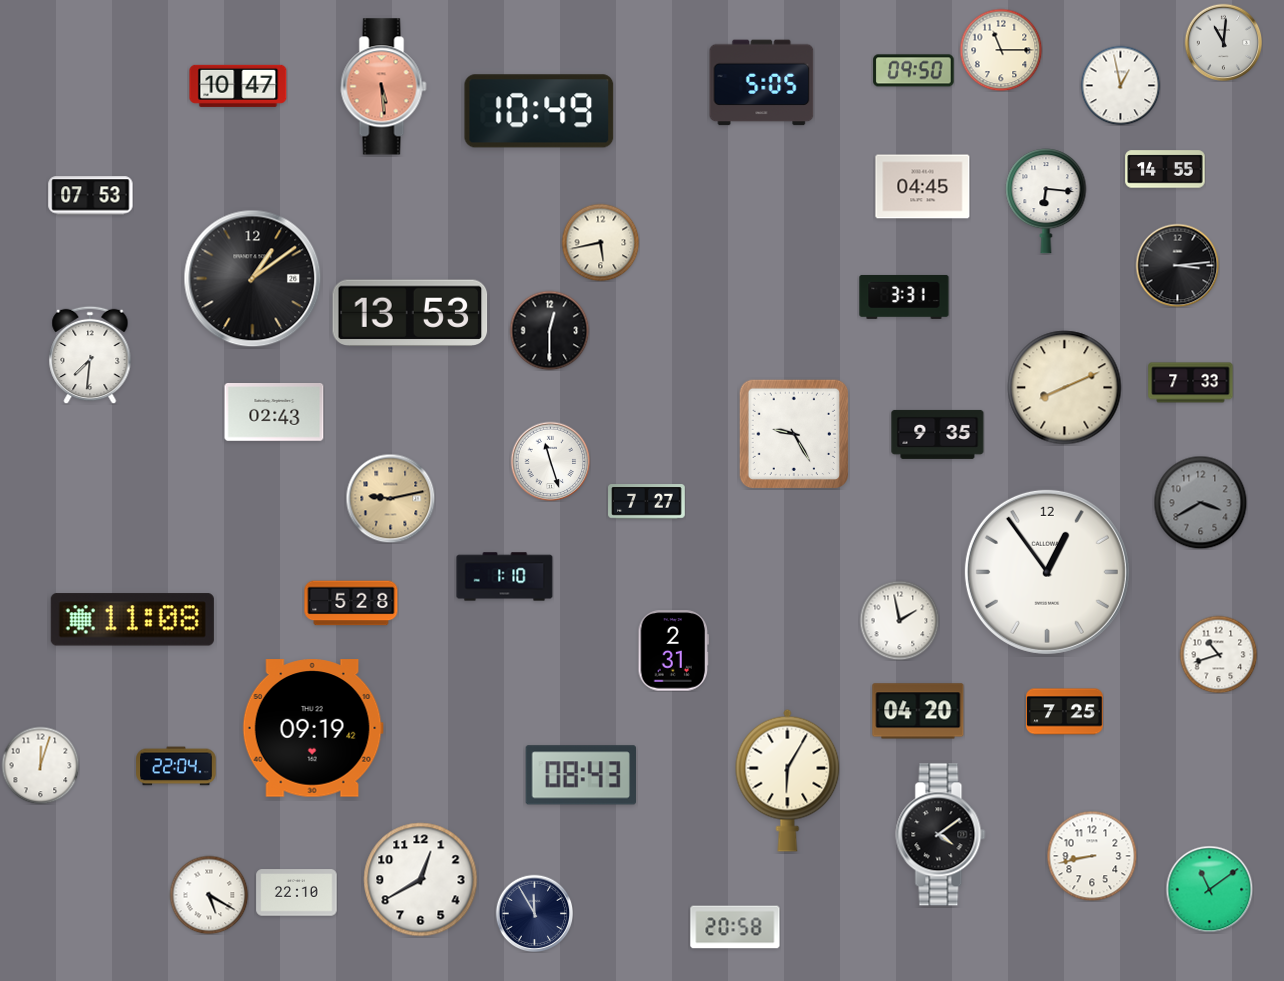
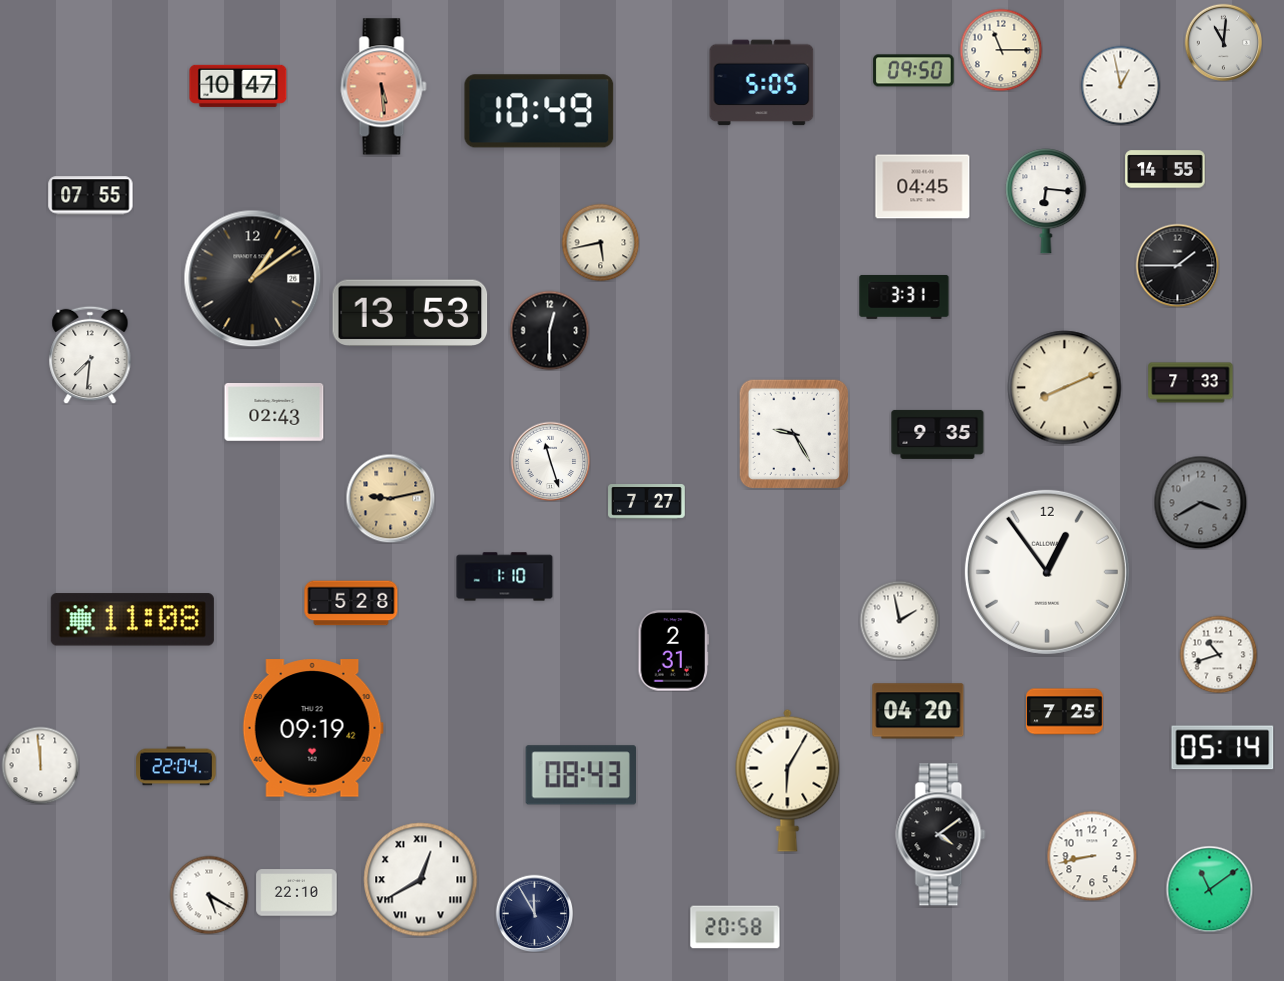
clock at (91, 196): 07:53 -> 07:55
clock at (1177, 265): 3:14 -> 1:45
clock at (1223, 748): none -> 05:14
clock at (40, 765): 12:03 -> 11:59
clock at (421, 880) numerals: Arabic -> Roman
